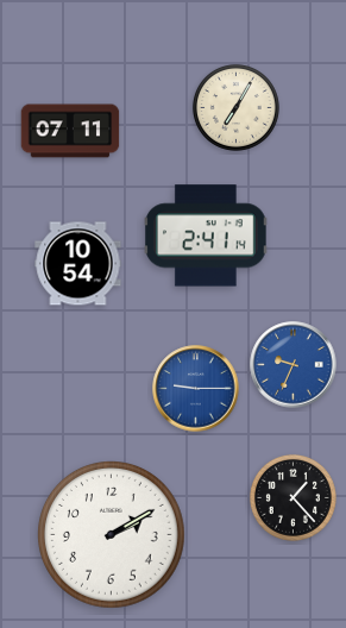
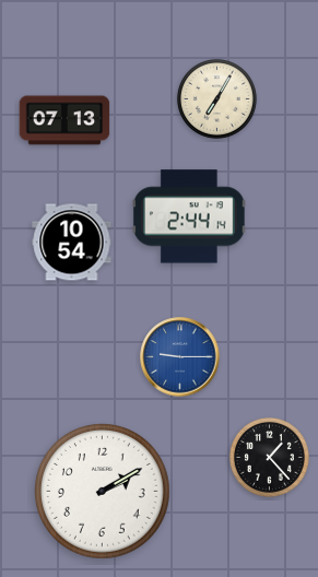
clock at (70, 131): 07:11 -> 07:13
clock at (207, 235): 2:41 -> 2:44
clock at (294, 365): 9:34 -> none
